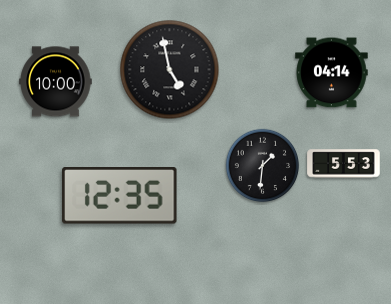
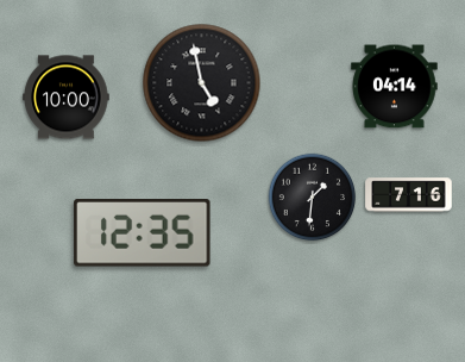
clock at (344, 164): 5:53 -> 7:16
